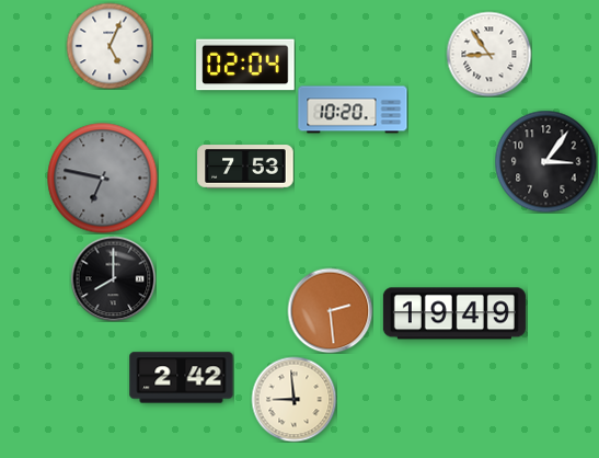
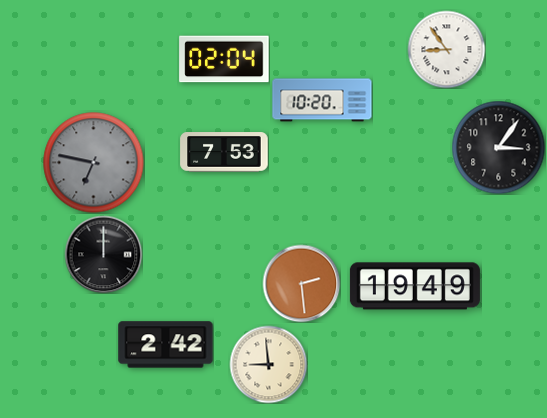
clock at (110, 46): 5:04 -> none
clock at (113, 278): 8:00 -> 12:00
